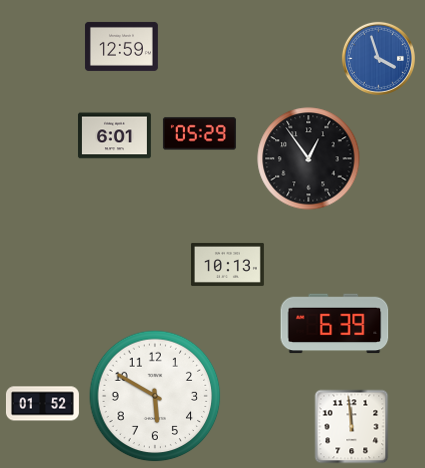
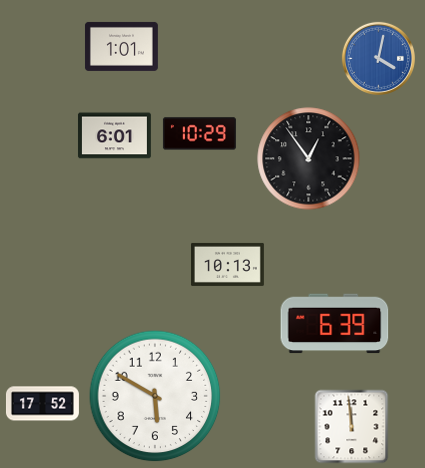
clock at (121, 46): 12:59 -> 1:01
clock at (378, 58): 3:57 -> 4:02
clock at (199, 134): 05:29 -> 10:29
clock at (42, 404): 01:52 -> 17:52
